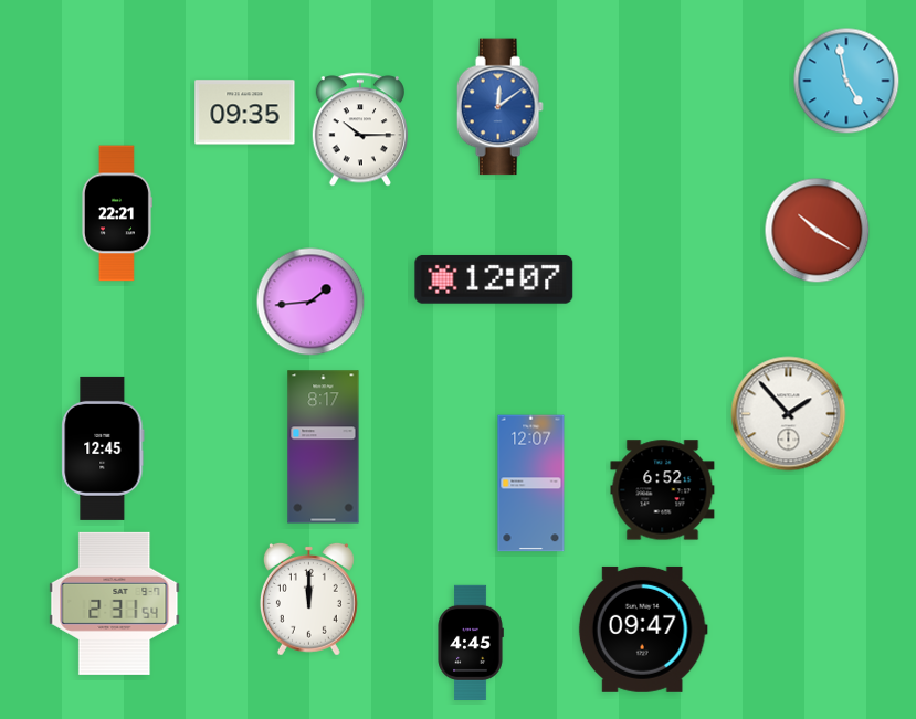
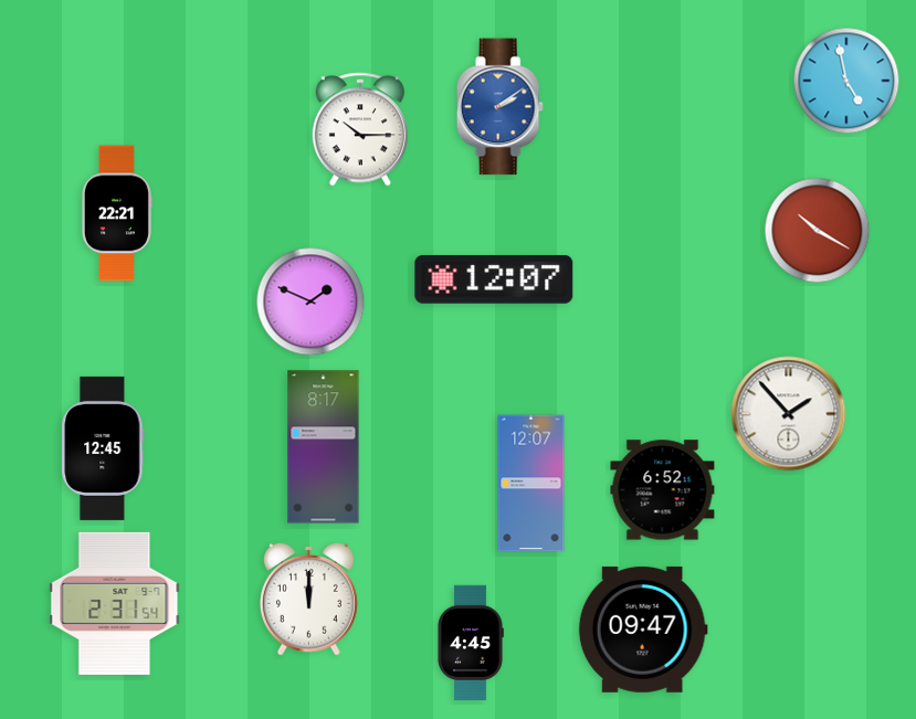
clock at (499, 107): 12:09 -> 2:09
clock at (245, 113): 09:35 -> none
clock at (310, 302): 1:44 -> 1:49
